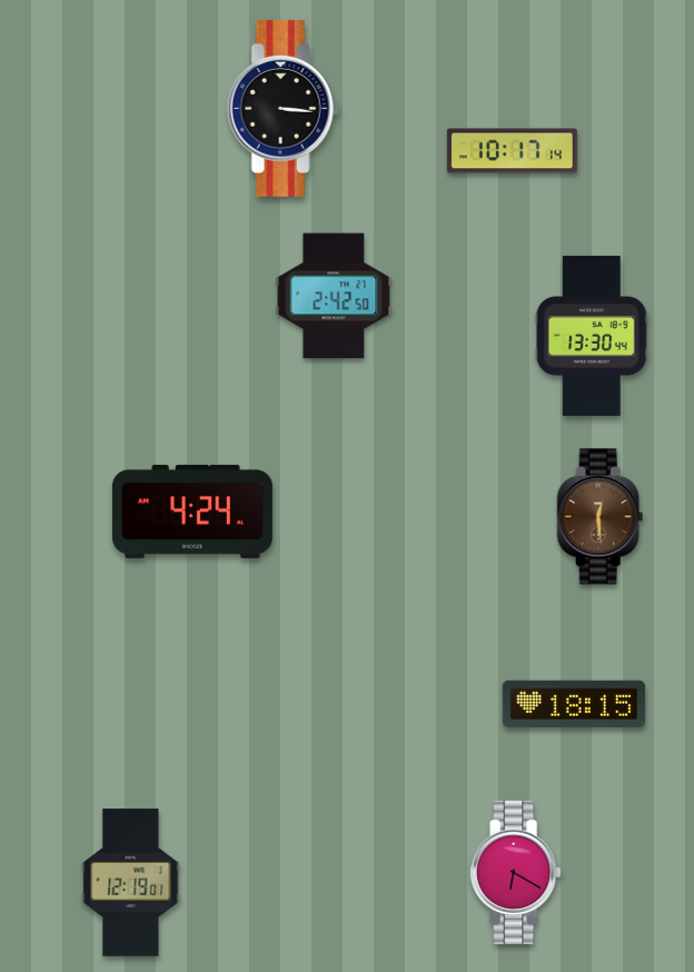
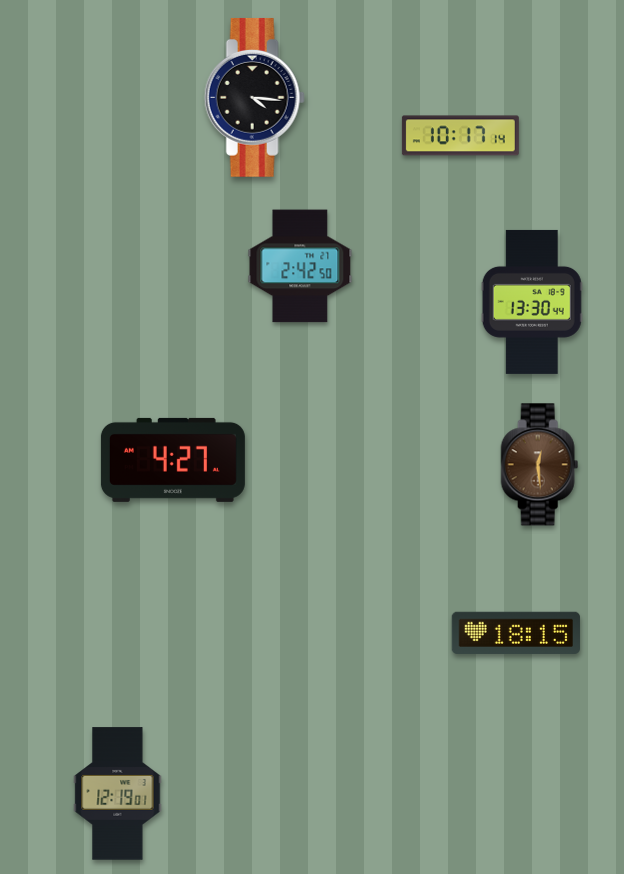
clock at (282, 108): 3:16 -> 4:16
clock at (192, 512): 4:24 -> 4:27
clock at (516, 872): 6:20 -> none
